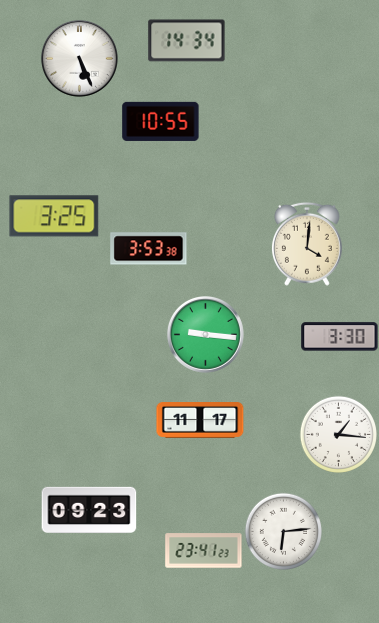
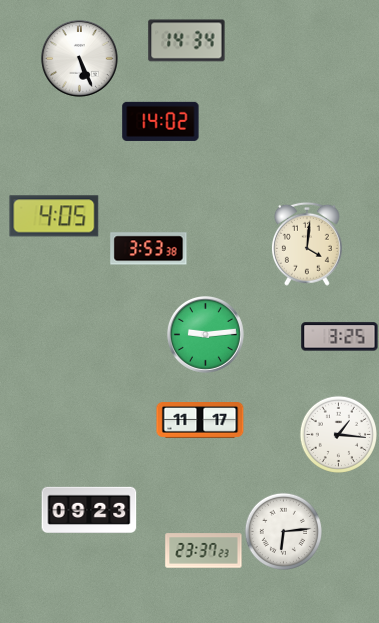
clock at (161, 121): 10:55 -> 14:02
clock at (54, 216): 3:25 -> 4:05
clock at (205, 334): 9:16 -> 9:14
clock at (340, 337): 3:30 -> 3:25
clock at (204, 551): 23:41 -> 23:37
